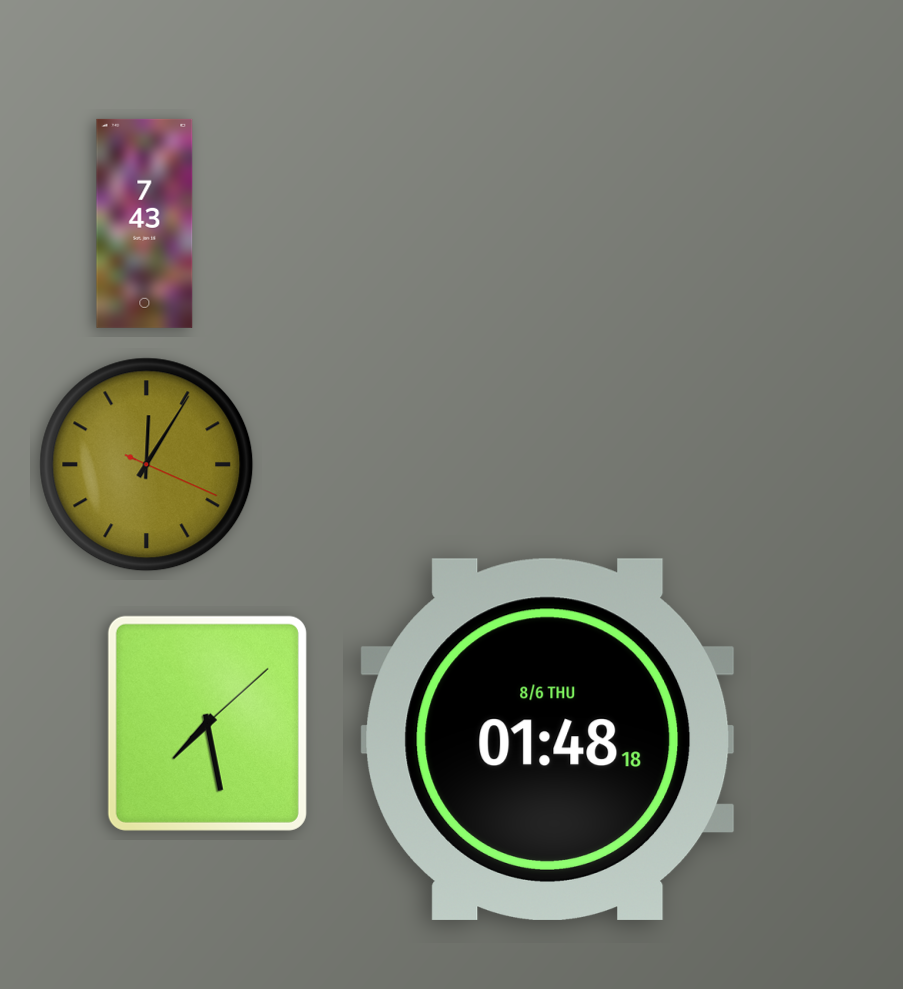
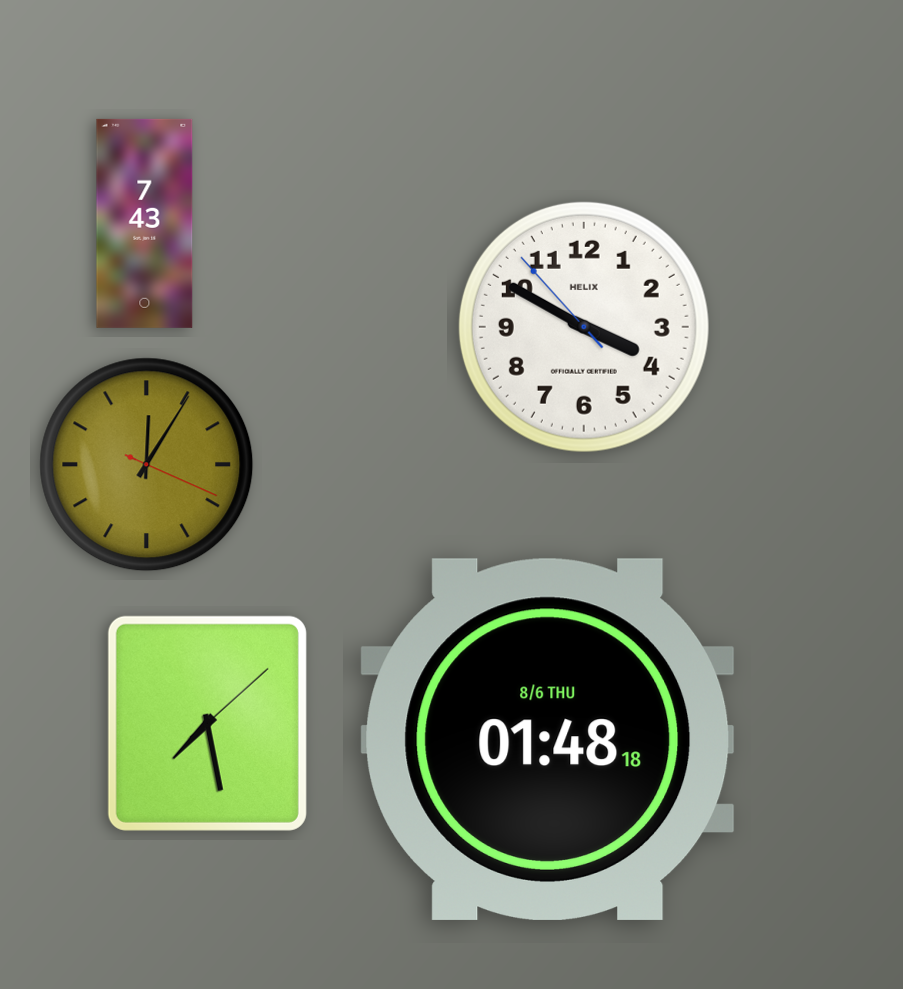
clock at (584, 327): none -> 3:49
